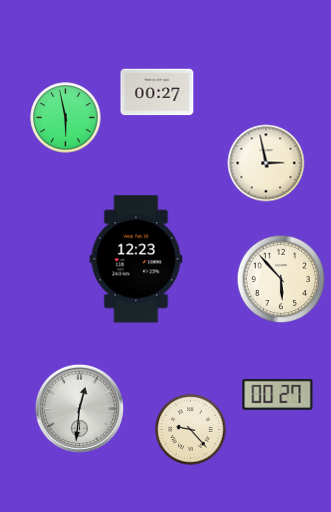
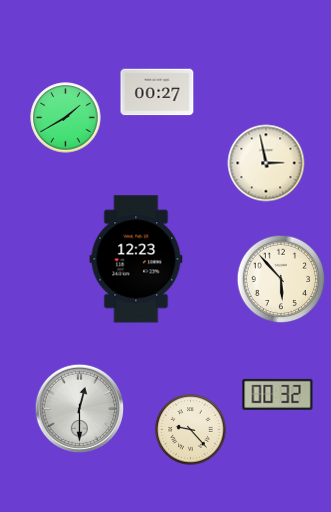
clock at (66, 118): 5:58 -> 1:40
clock at (278, 394): 00:27 -> 00:32
clock at (79, 408): 12:31 -> 12:30
